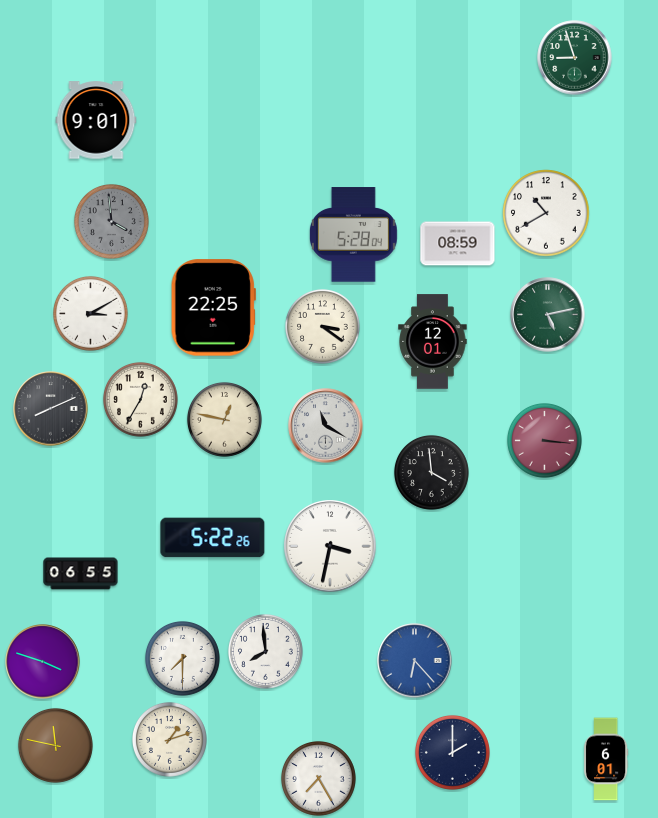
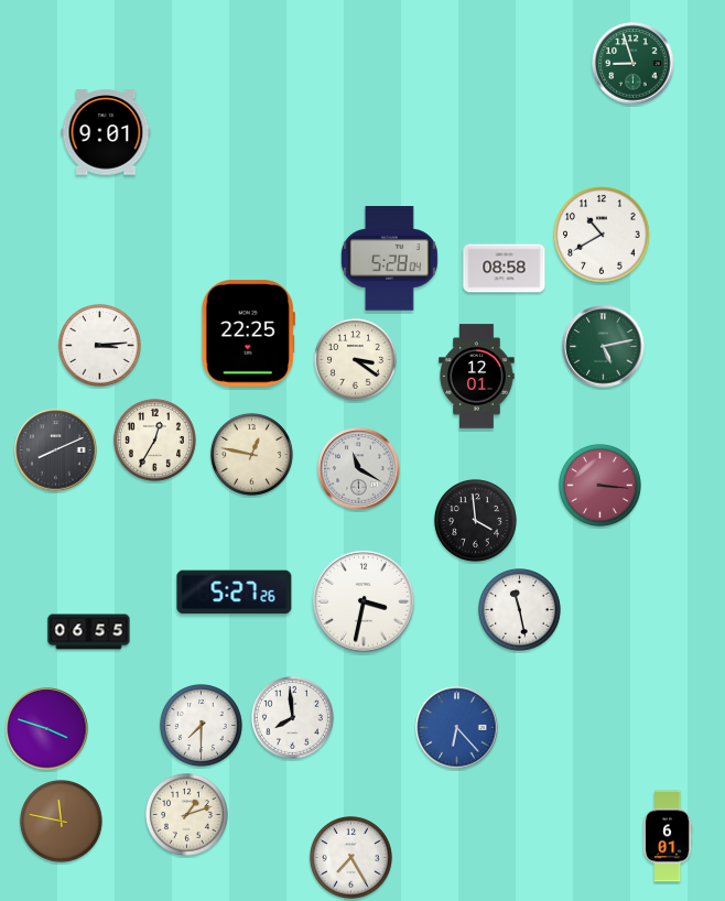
clock at (112, 222): 3:59 -> none
clock at (458, 244): 08:59 -> 08:58
clock at (213, 308) position: (213, 308) -> (248, 334)
clock at (91, 314): 3:10 -> 3:14
clock at (225, 420) position: (225, 420) -> (252, 455)
clock at (213, 538): 5:22 -> 5:27
clock at (520, 610): none -> 11:28
clock at (453, 753): 2:00 -> none
